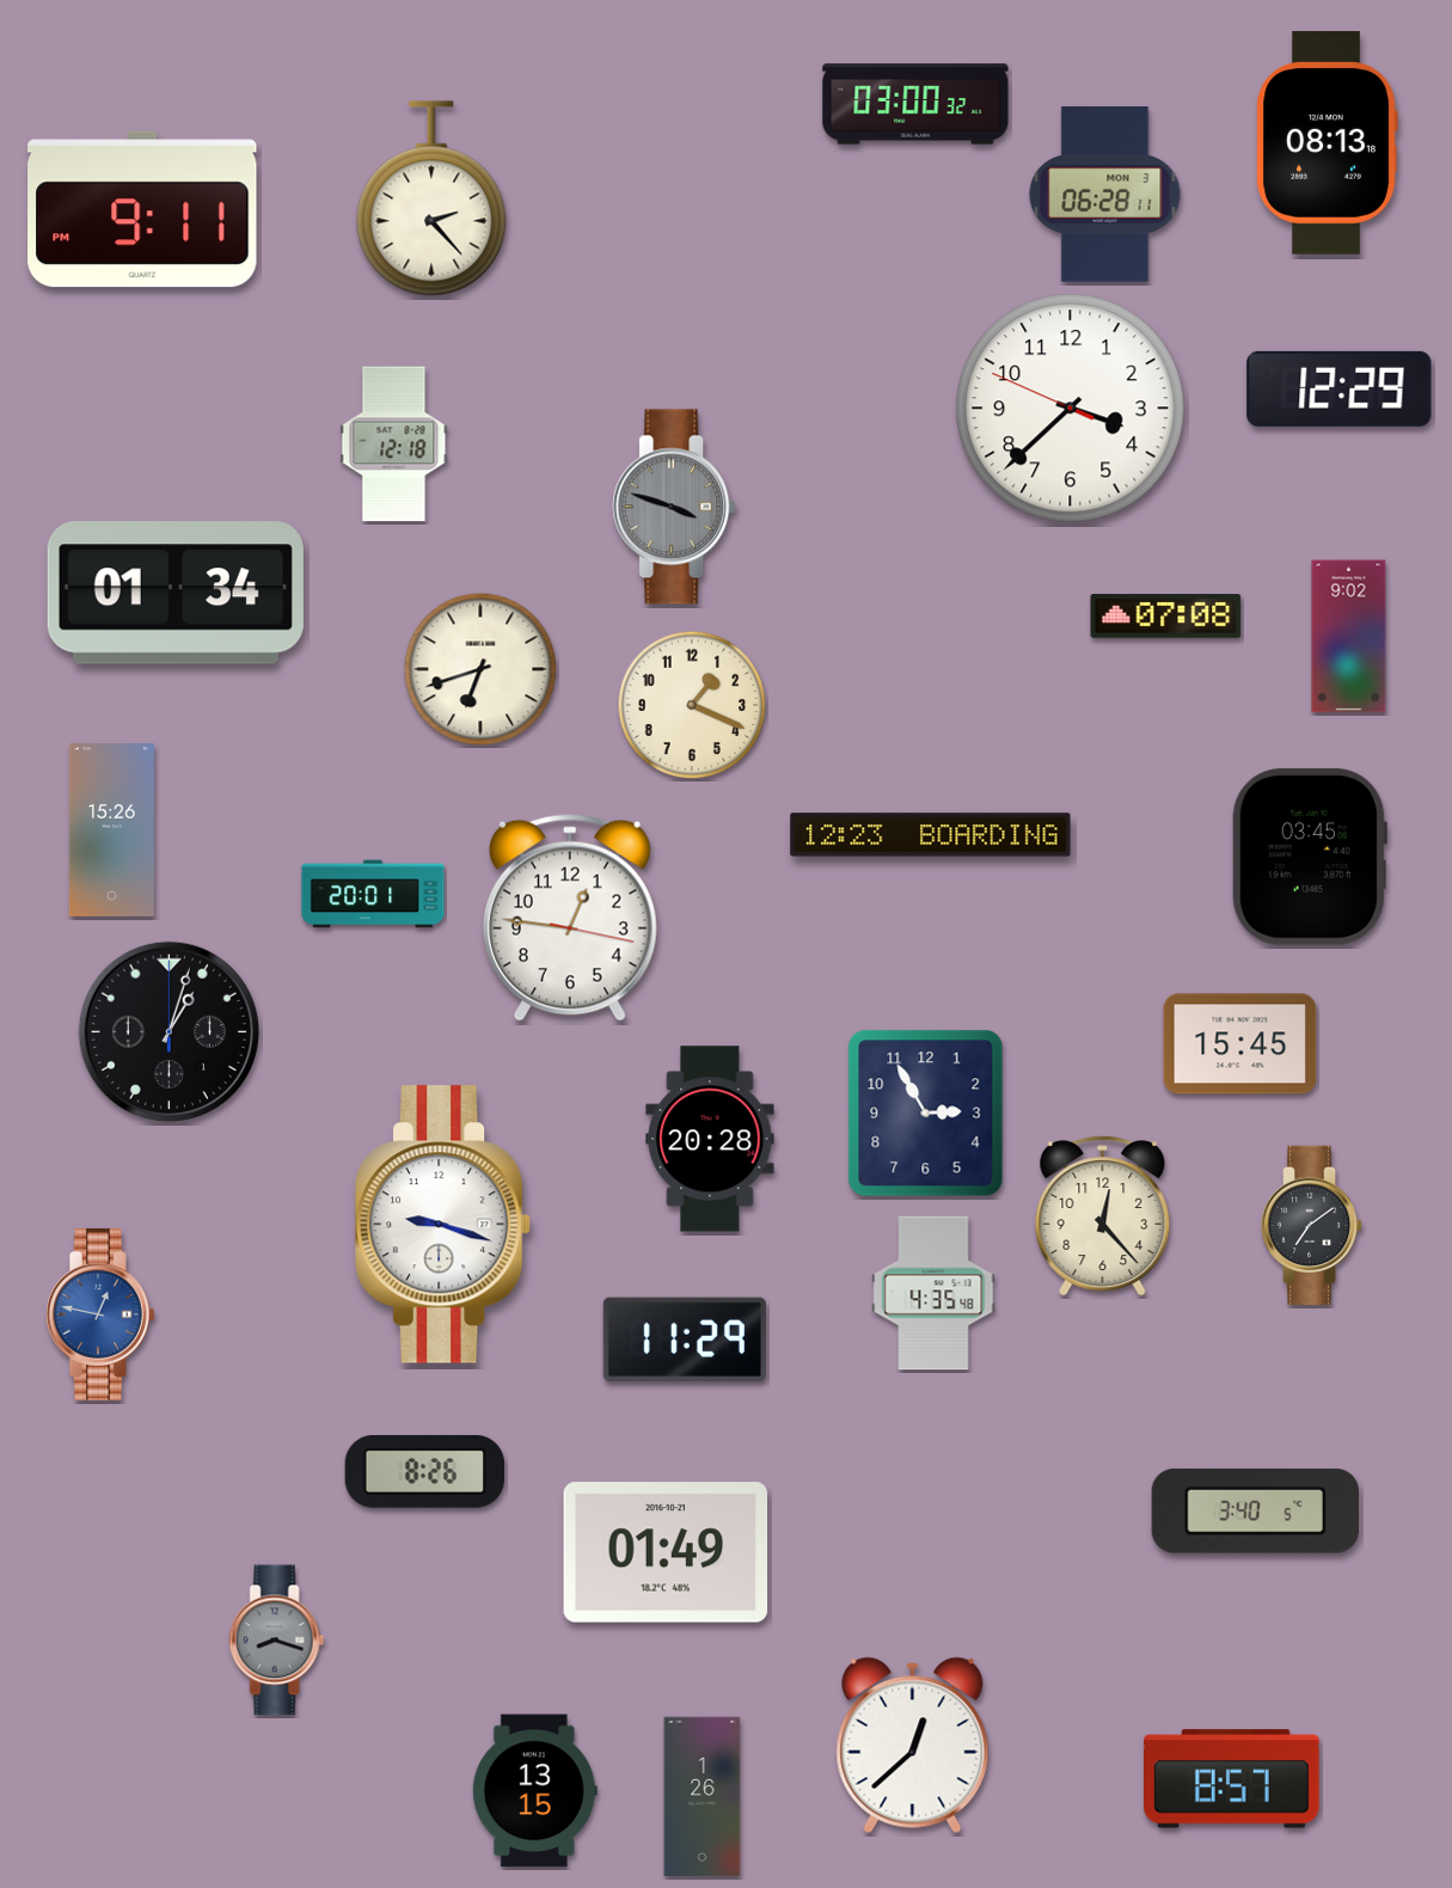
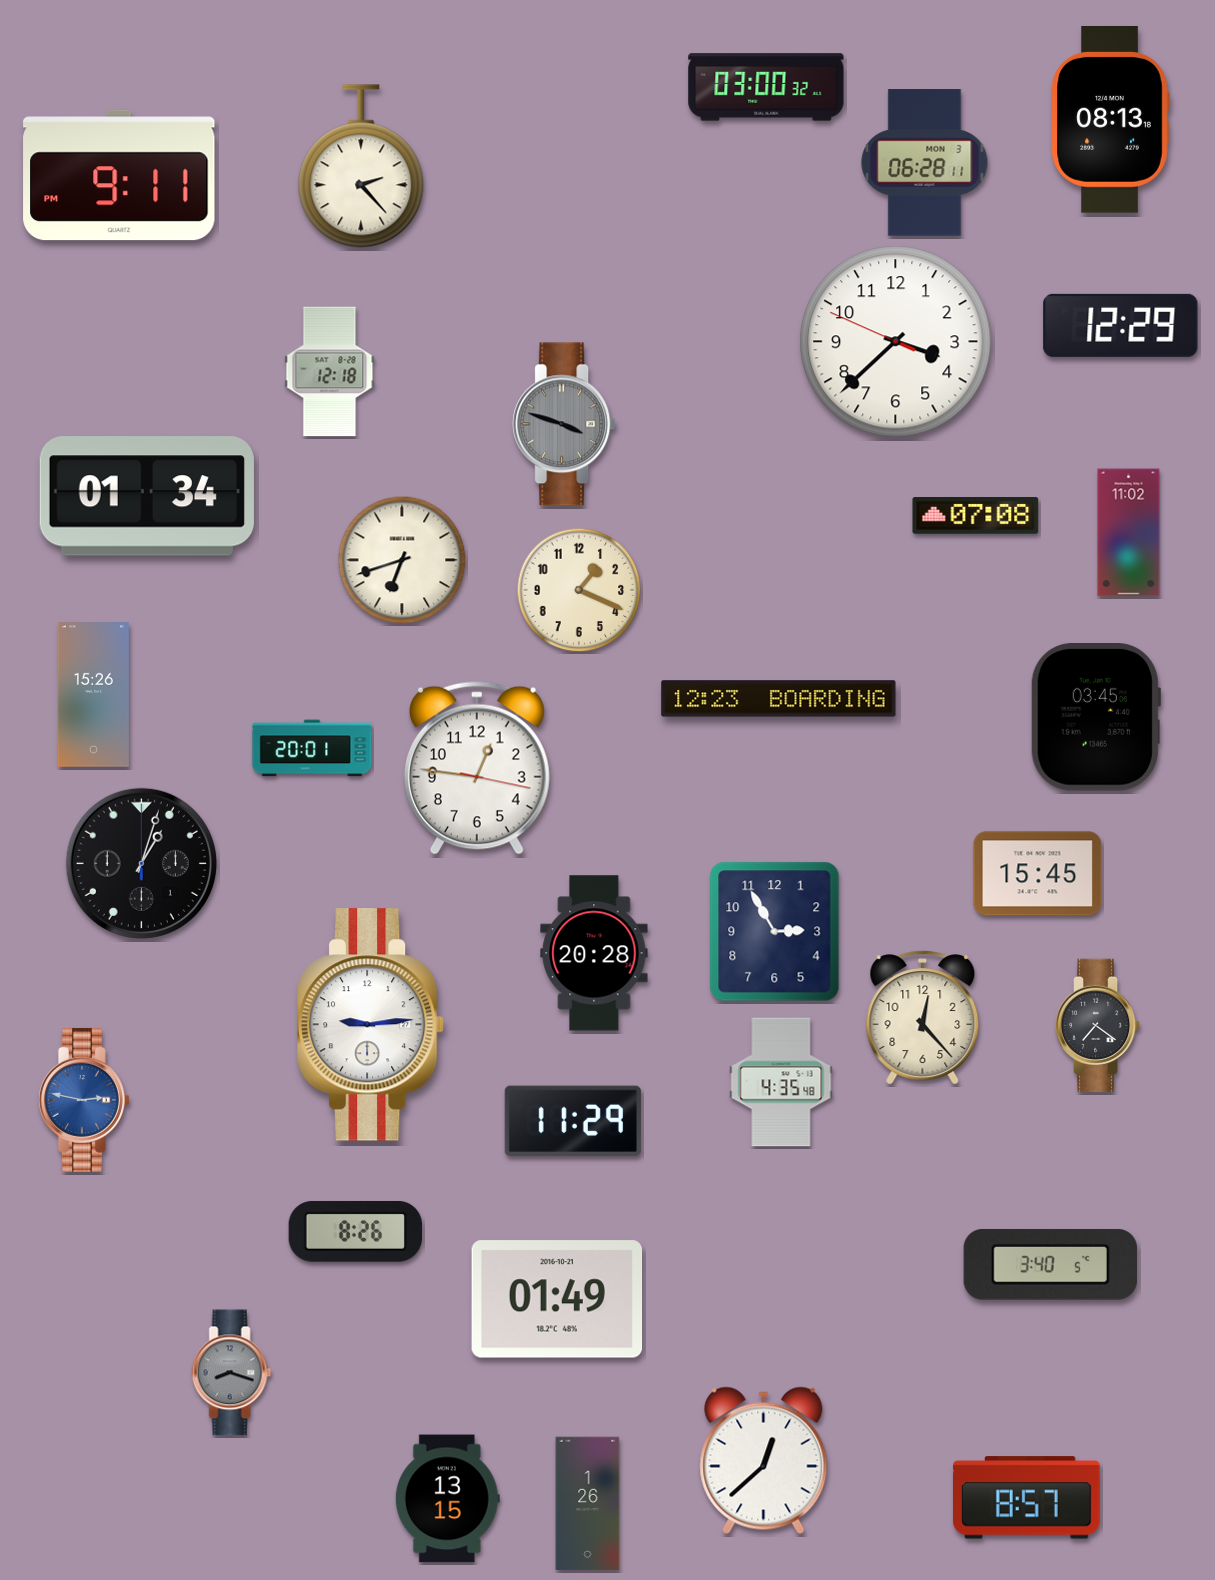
clock at (1349, 637): 9:02 -> 11:02
clock at (443, 1225): 9:18 -> 9:14
clock at (1312, 1226): 7:09 -> 7:21
clock at (100, 1314): 12:47 -> 2:47
clock at (1232, 1779) position: (1232, 1779) -> (1027, 1498)
